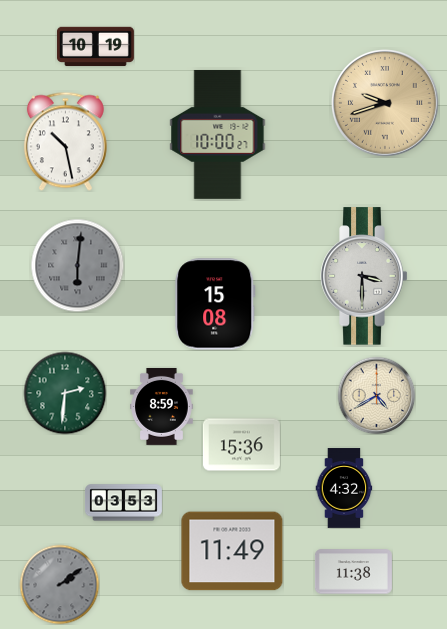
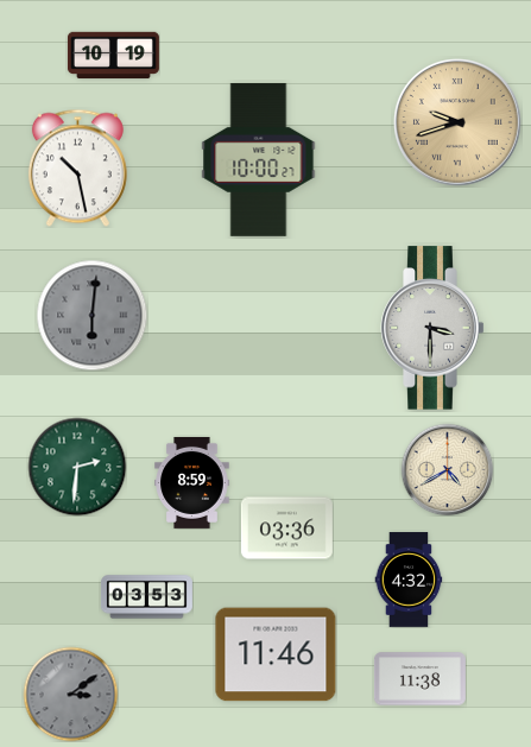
clock at (216, 304): 15:08 -> none
clock at (241, 445): 15:36 -> 03:36
clock at (232, 551): 11:49 -> 11:46
clock at (59, 584): 2:09 -> 3:09
